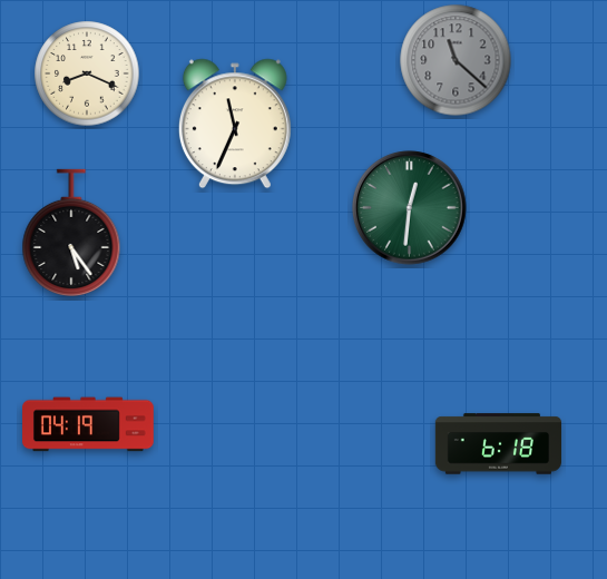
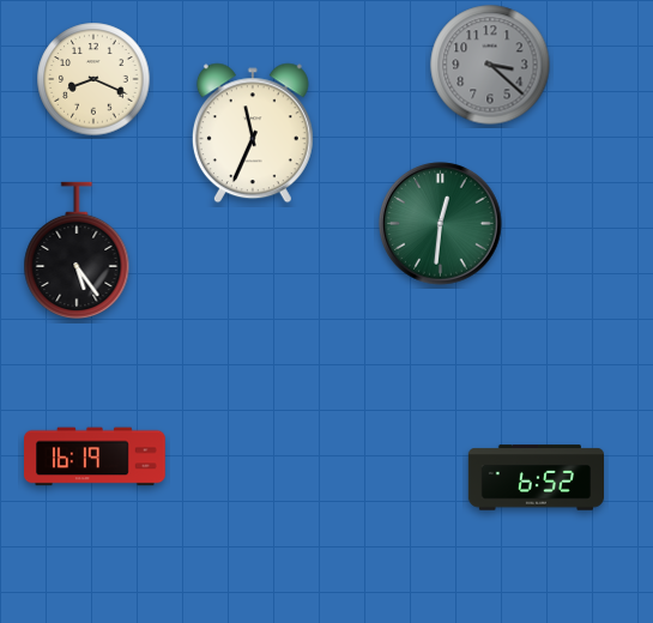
clock at (456, 60): 11:22 -> 3:22
clock at (89, 424): 04:19 -> 16:19
clock at (498, 444): 6:18 -> 6:52
